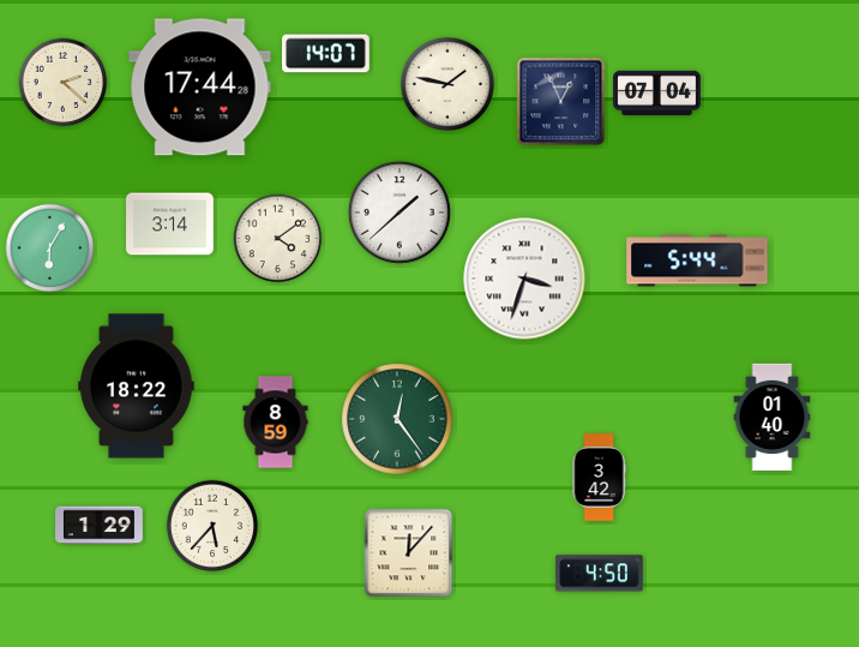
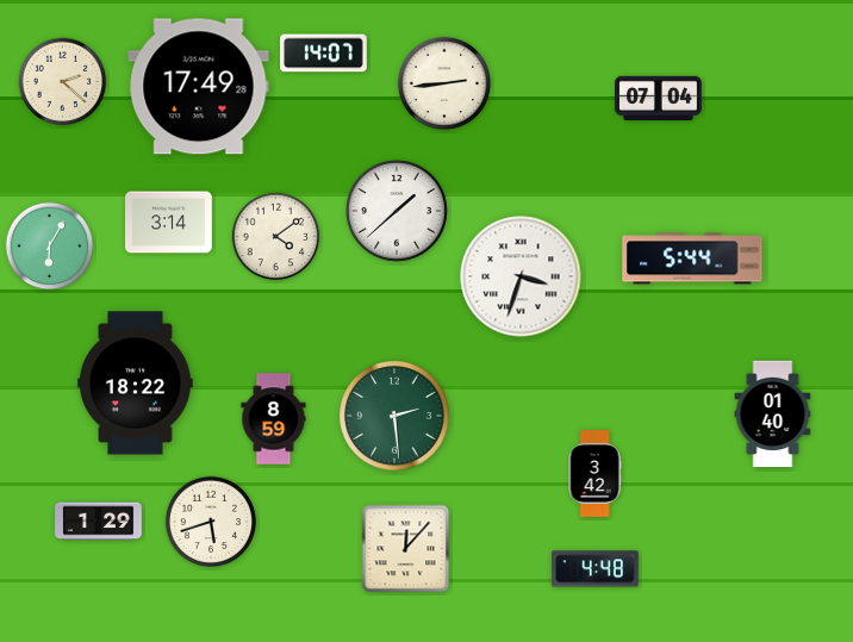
clock at (446, 83): 1:47 -> 2:44
clock at (200, 88): 17:44 -> 17:49
clock at (657, 92) position: (657, 92) -> (659, 98)
clock at (561, 102): 12:56 -> none
clock at (773, 418) position: (773, 418) -> (773, 415)
clock at (397, 419): 12:24 -> 2:29
clock at (212, 526): 5:37 -> 5:42
clock at (599, 574): 4:50 -> 4:48
